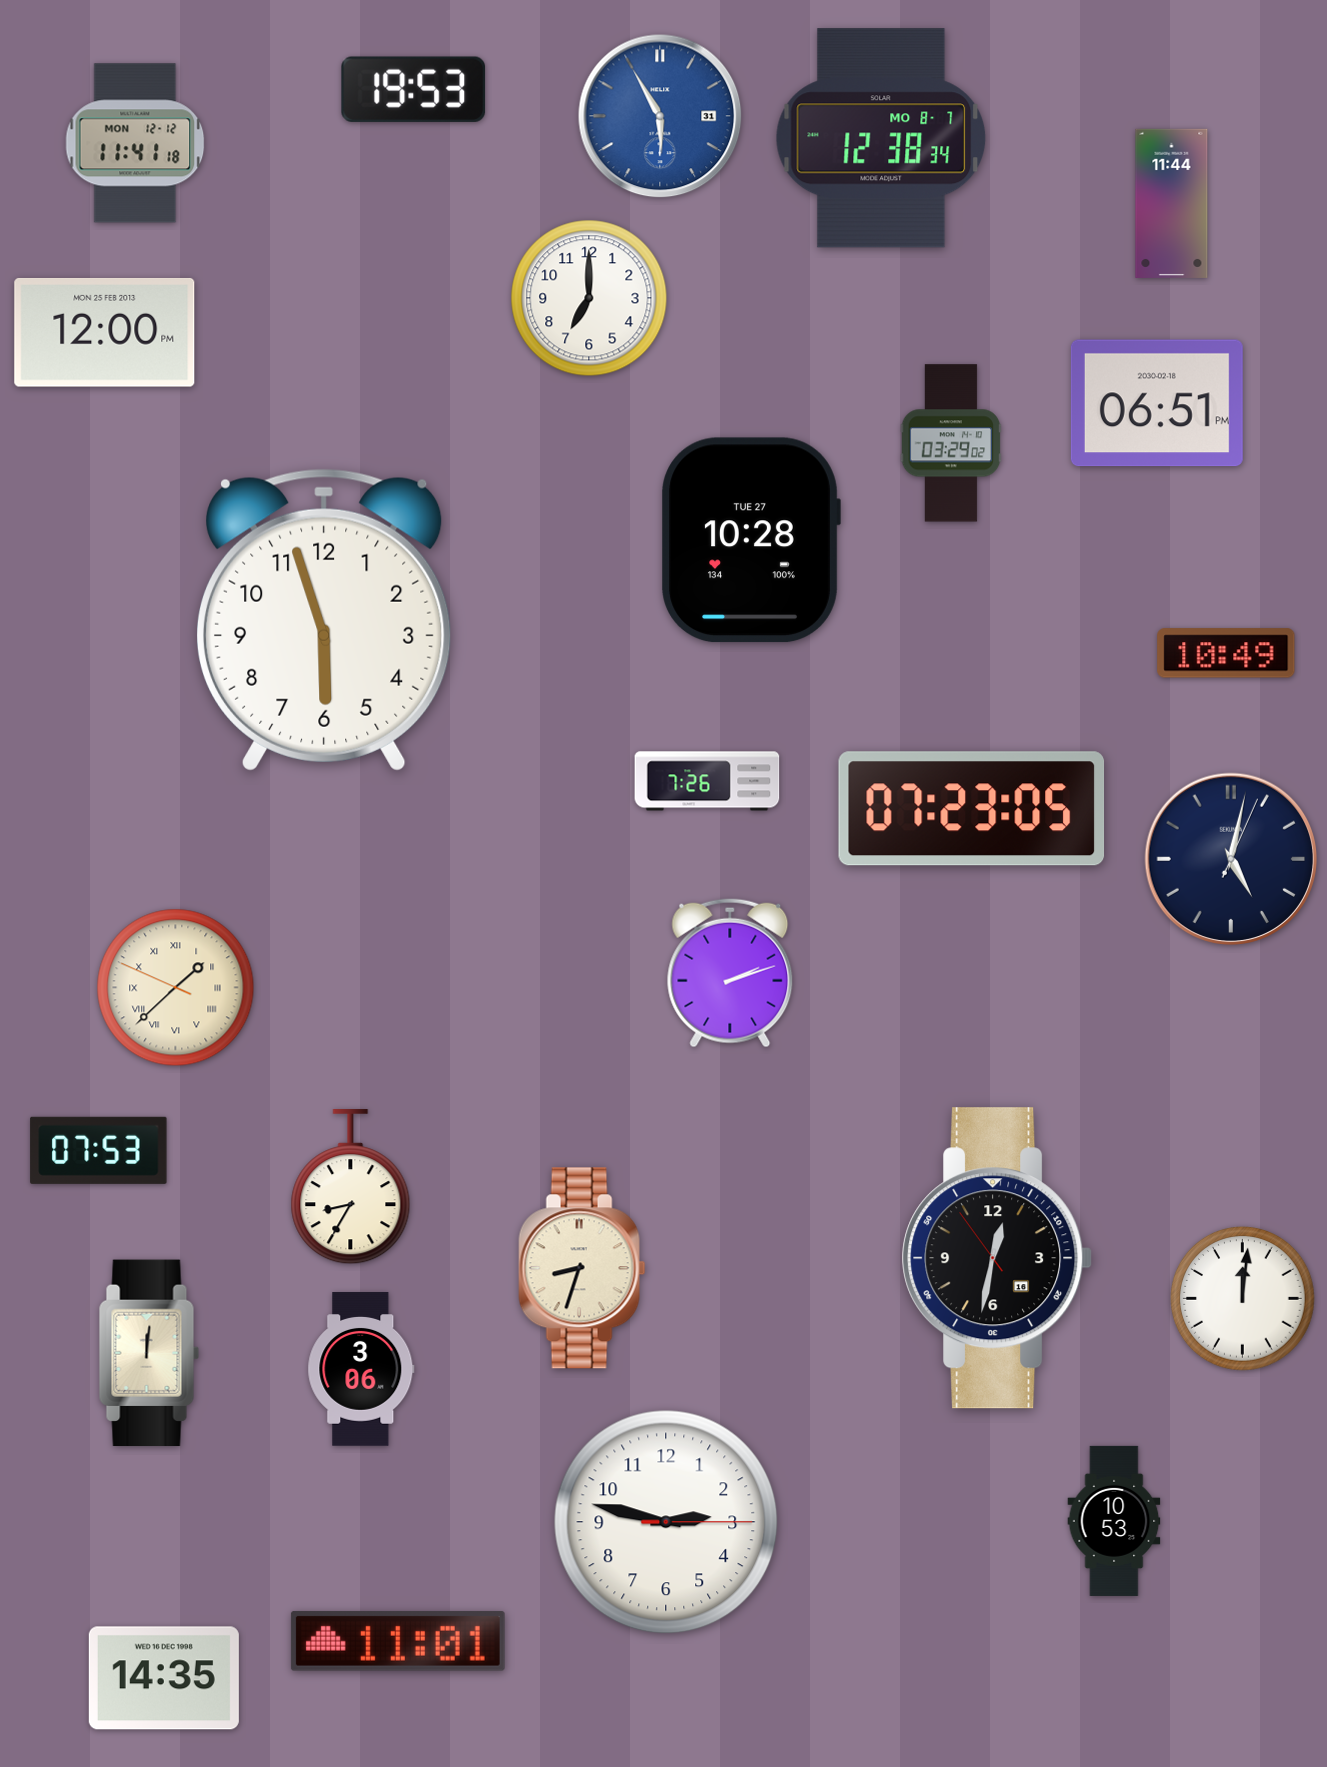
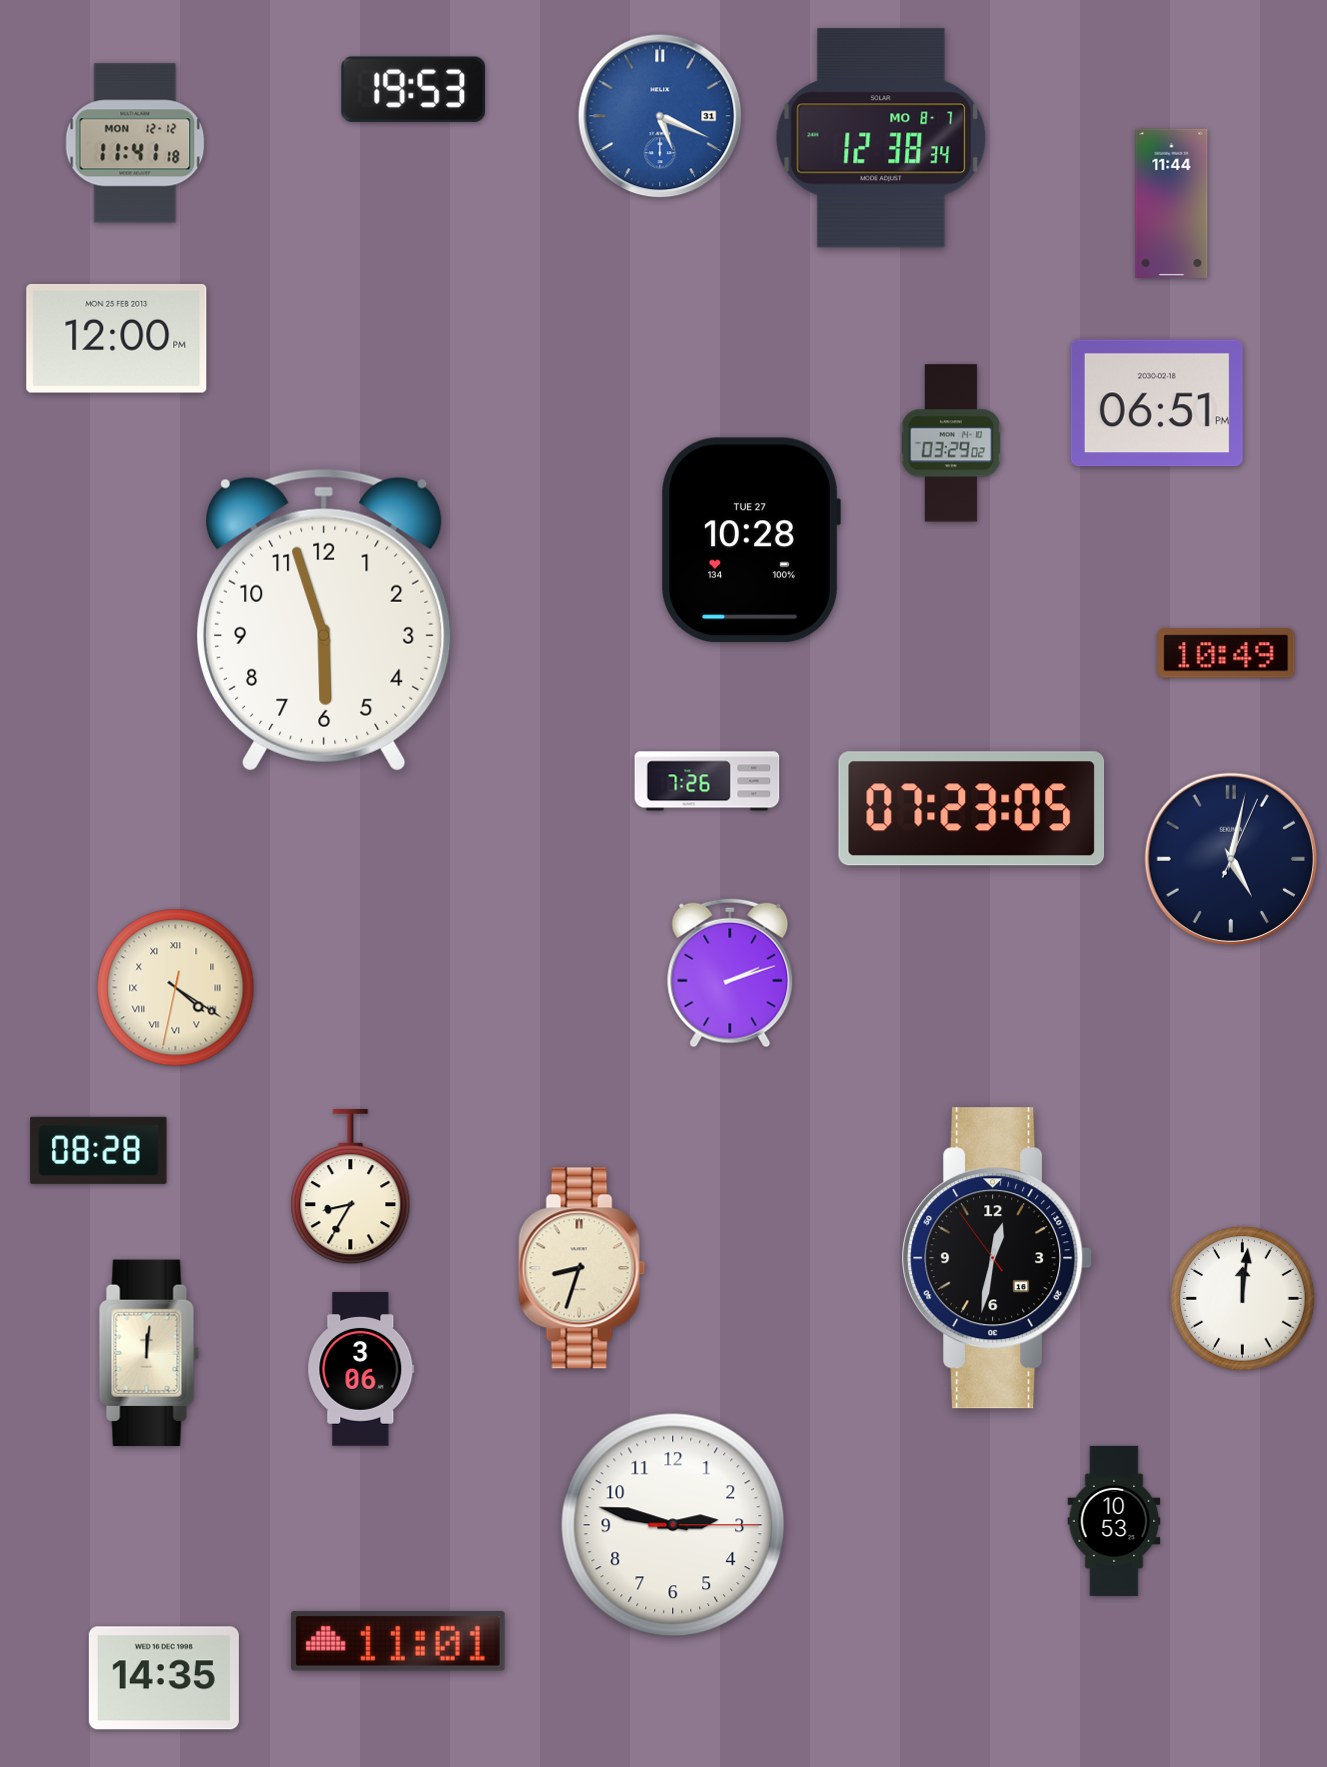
clock at (660, 116): 5:55 -> 5:19
clock at (589, 298): 7:00 -> none
clock at (105, 332) position: (105, 332) -> (117, 338)
clock at (176, 988): 1:37 -> 4:20
clock at (99, 1150): 07:53 -> 08:28
clock at (666, 1522) position: (666, 1522) -> (673, 1525)
